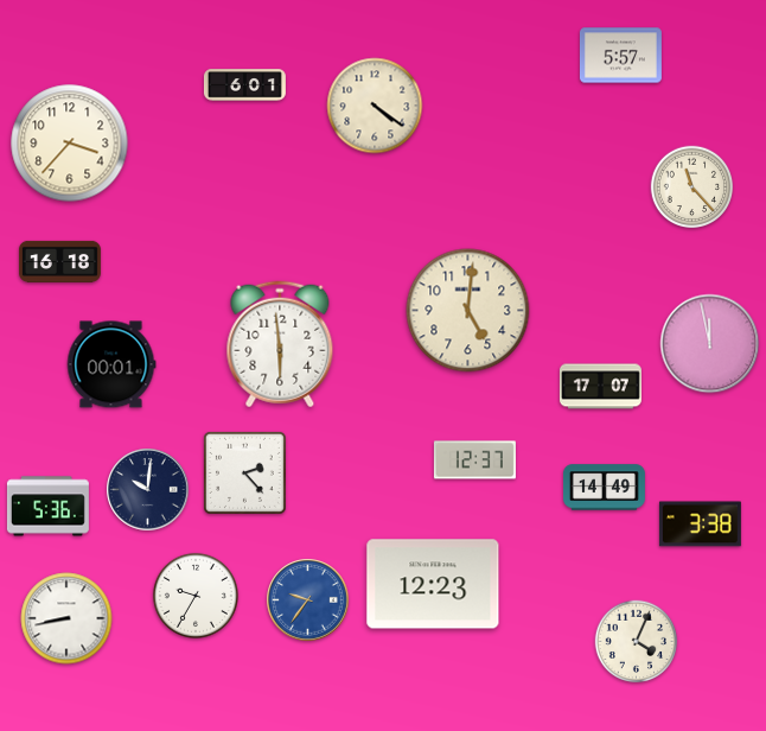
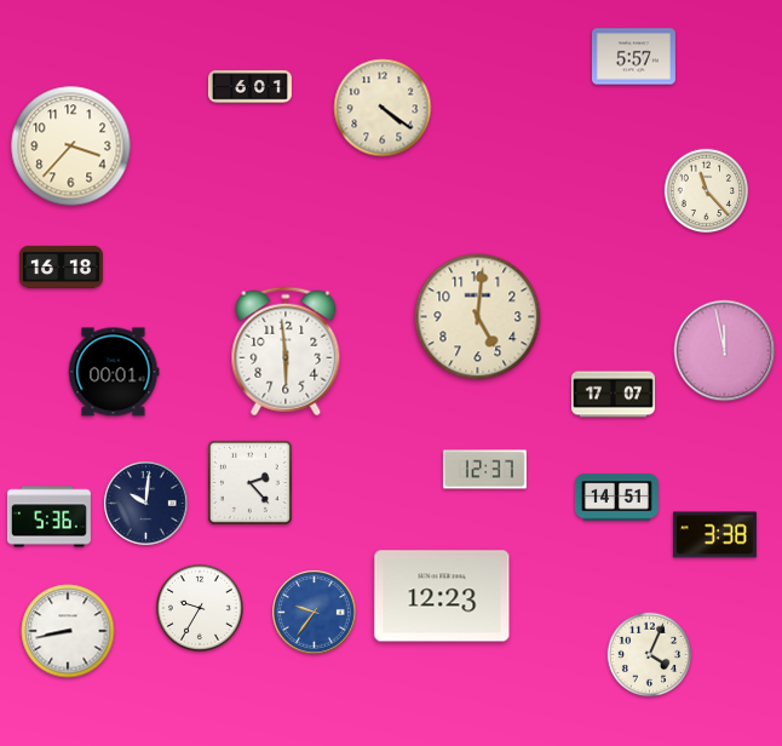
clock at (604, 488): 14:49 -> 14:51
clock at (148, 490) position: (148, 490) -> (146, 504)
